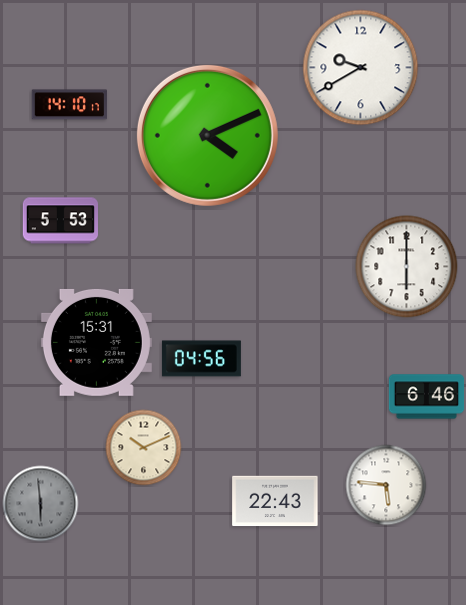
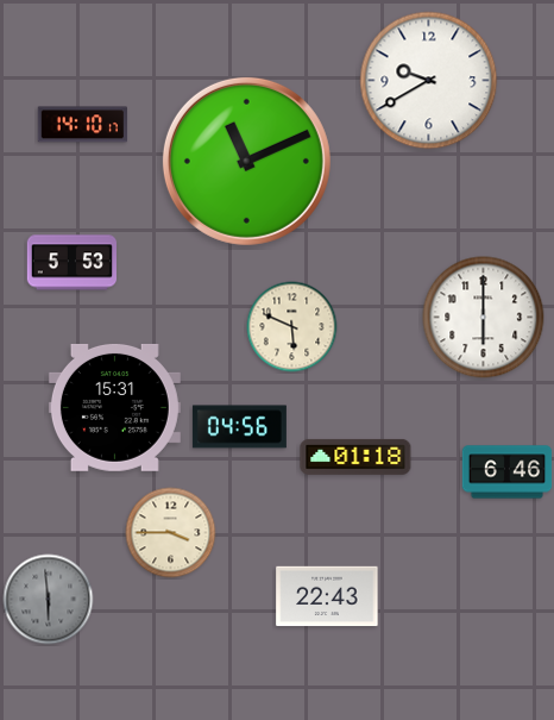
clock at (207, 135): 4:11 -> 11:11
clock at (292, 327): none -> 5:49
clock at (355, 457): none -> 01:18
clock at (144, 448): 10:11 -> 3:45
clock at (386, 485): 5:46 -> none
